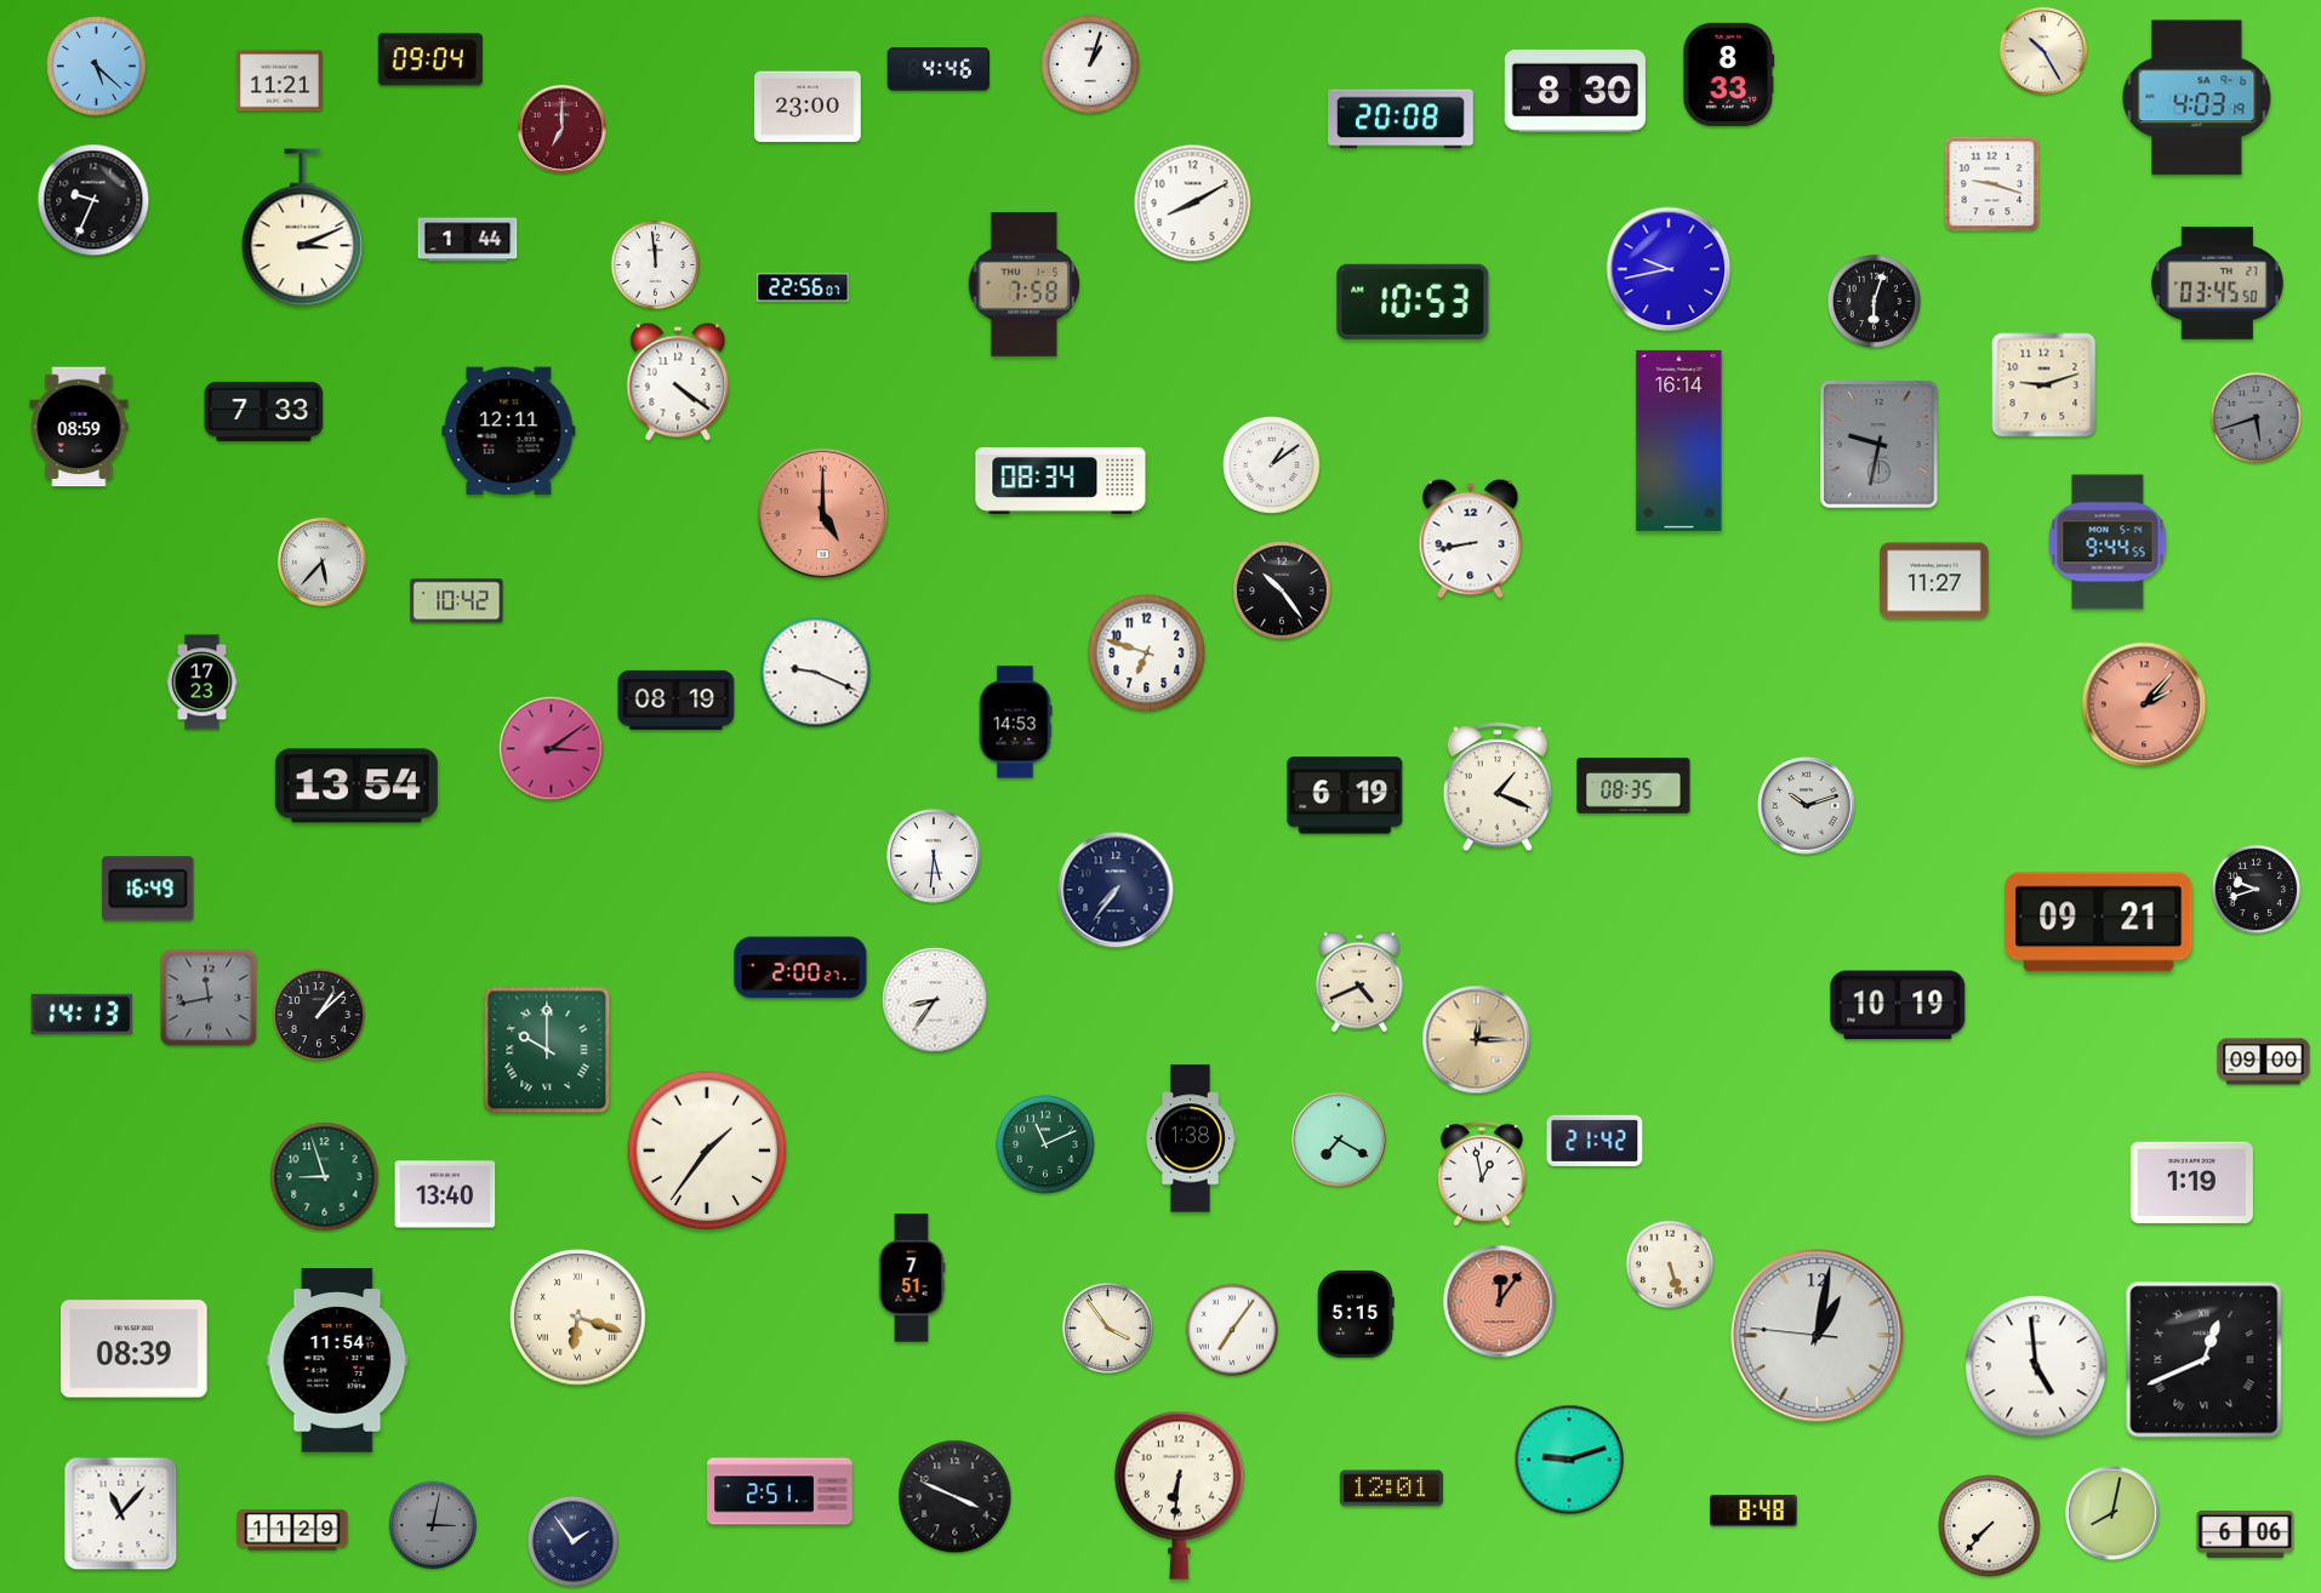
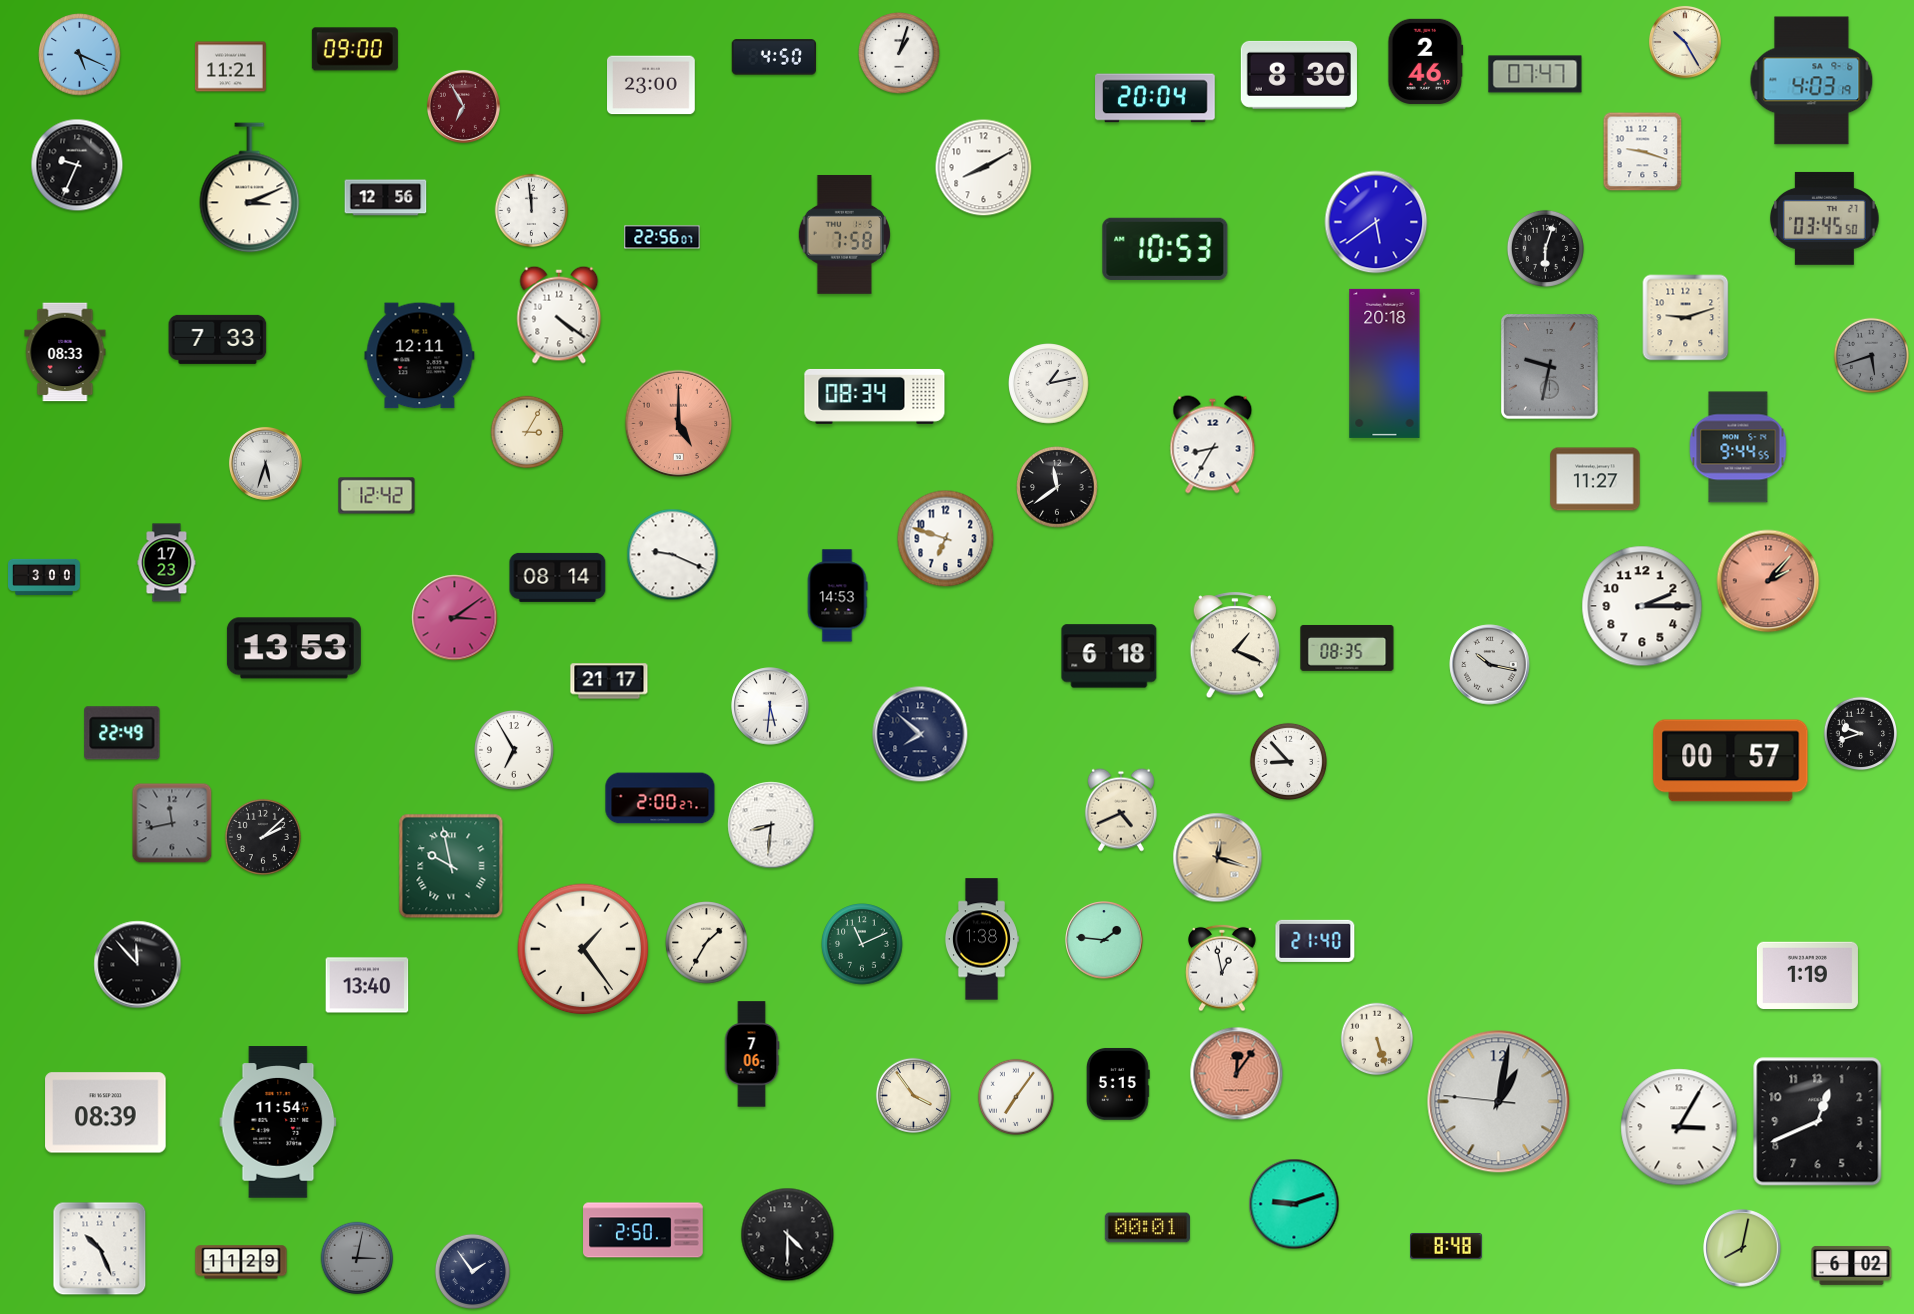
clock at (430, 59): 09:04 -> 09:00
clock at (97, 67): 5:22 -> 5:19
clock at (939, 69): 4:46 -> 4:50
clock at (1729, 74): 8:33 -> 2:46
clock at (1535, 74): none -> 07:47
clock at (809, 107) position: (809, 107) -> (652, 85)
clock at (1401, 119): 20:08 -> 20:04
clock at (561, 129): 7:00 -> 6:55
clock at (468, 240): 1:44 -> 12:56
clock at (656, 265) position: (656, 265) -> (532, 211)
clock at (1669, 269): 9:43 -> 5:39
clock at (2217, 282) position: (2217, 282) -> (1824, 218)
clock at (2256, 417) position: (2256, 417) -> (1871, 355)
clock at (79, 427): 08:59 -> 08:33
clock at (1680, 440): 16:14 -> 20:18
clock at (1272, 466): 1:09 -> 1:13
clock at (527, 432): none -> 3:05
clock at (1471, 539): 8:43 -> 8:35
clock at (321, 561): 5:37 -> 5:33
clock at (1282, 590): 10:24 -> 11:39
clock at (457, 601): 10:42 -> 12:42
clock at (45, 577): none -> 3:00
clock at (677, 700): 08:19 -> 08:14
clock at (1642, 606): none -> 2:15
clock at (357, 786): 13:54 -> 13:53
clock at (1496, 788) position: (1496, 788) -> (1234, 646)
clock at (1345, 795): 6:19 -> 6:18
clock at (1807, 806): 10:12 -> 10:17
clock at (609, 681): none -> 21:17
clock at (148, 889): 16:49 -> 22:49
clock at (1116, 890): 7:36 -> 7:52
clock at (515, 751): none -> 6:55
clock at (1288, 761): none -> 8:53
clock at (2099, 923): 09:21 -> 00:57
clock at (935, 1000): 8:36 -> 8:31
clock at (1898, 1005): 10:19 -> none
clock at (82, 1014): 14:13 -> none
clock at (319, 1015): 1:08 -> 2:08
clock at (1477, 1040): 12:15 -> 12:18
clock at (547, 1050): 10:00 -> 9:58
clock at (2264, 1062): 09:00 -> none
clock at (1339, 1140): 7:20 -> 1:46
clock at (1595, 1141): 21:42 -> 21:40
clock at (707, 943): none -> 1:35
clock at (707, 1150): 1:36 -> 1:24
clock at (138, 965): none -> 11:53
clock at (325, 1177): 8:57 -> none
clock at (1670, 1264) position: (1670, 1264) -> (1377, 1039)
clock at (912, 1278): 7:51 -> 7:06
clock at (578, 1318): 6:18 -> none
clock at (135, 1349) position: (135, 1349) -> (106, 1113)
clock at (2205, 1360) numerals: Roman -> Arabic
clock at (2036, 1366): 4:59 -> 3:05
clock at (1391, 1489): 12:01 -> 00:01
clock at (780, 1491): 2:51 -> 2:50
clock at (1179, 1495): 6:31 -> none
clock at (956, 1497): 3:49 -> 4:30
clock at (121, 1514): 11:07 -> 10:26
clock at (1990, 1526): 7:37 -> none
clock at (2246, 1534): 6:06 -> 6:02
